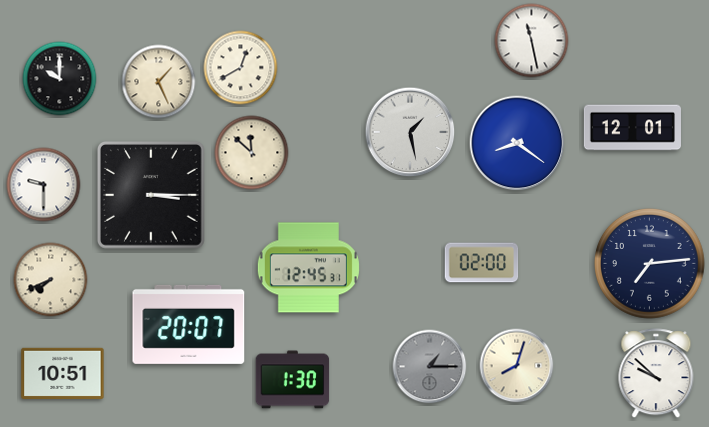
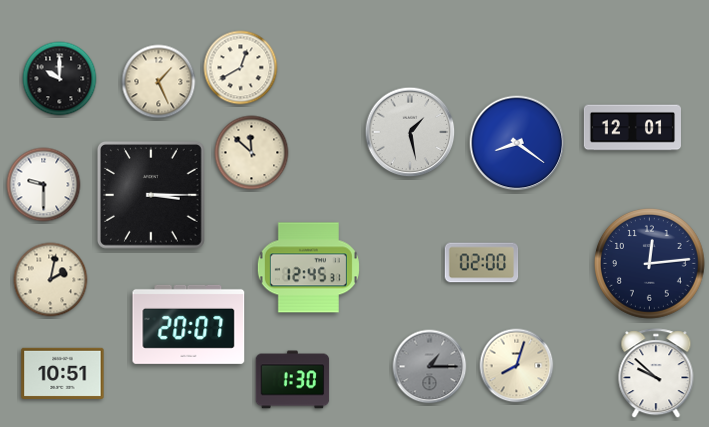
clock at (532, 41): 11:28 -> none
clock at (650, 264): 7:14 -> 12:14
clock at (51, 280): 7:41 -> 2:02
